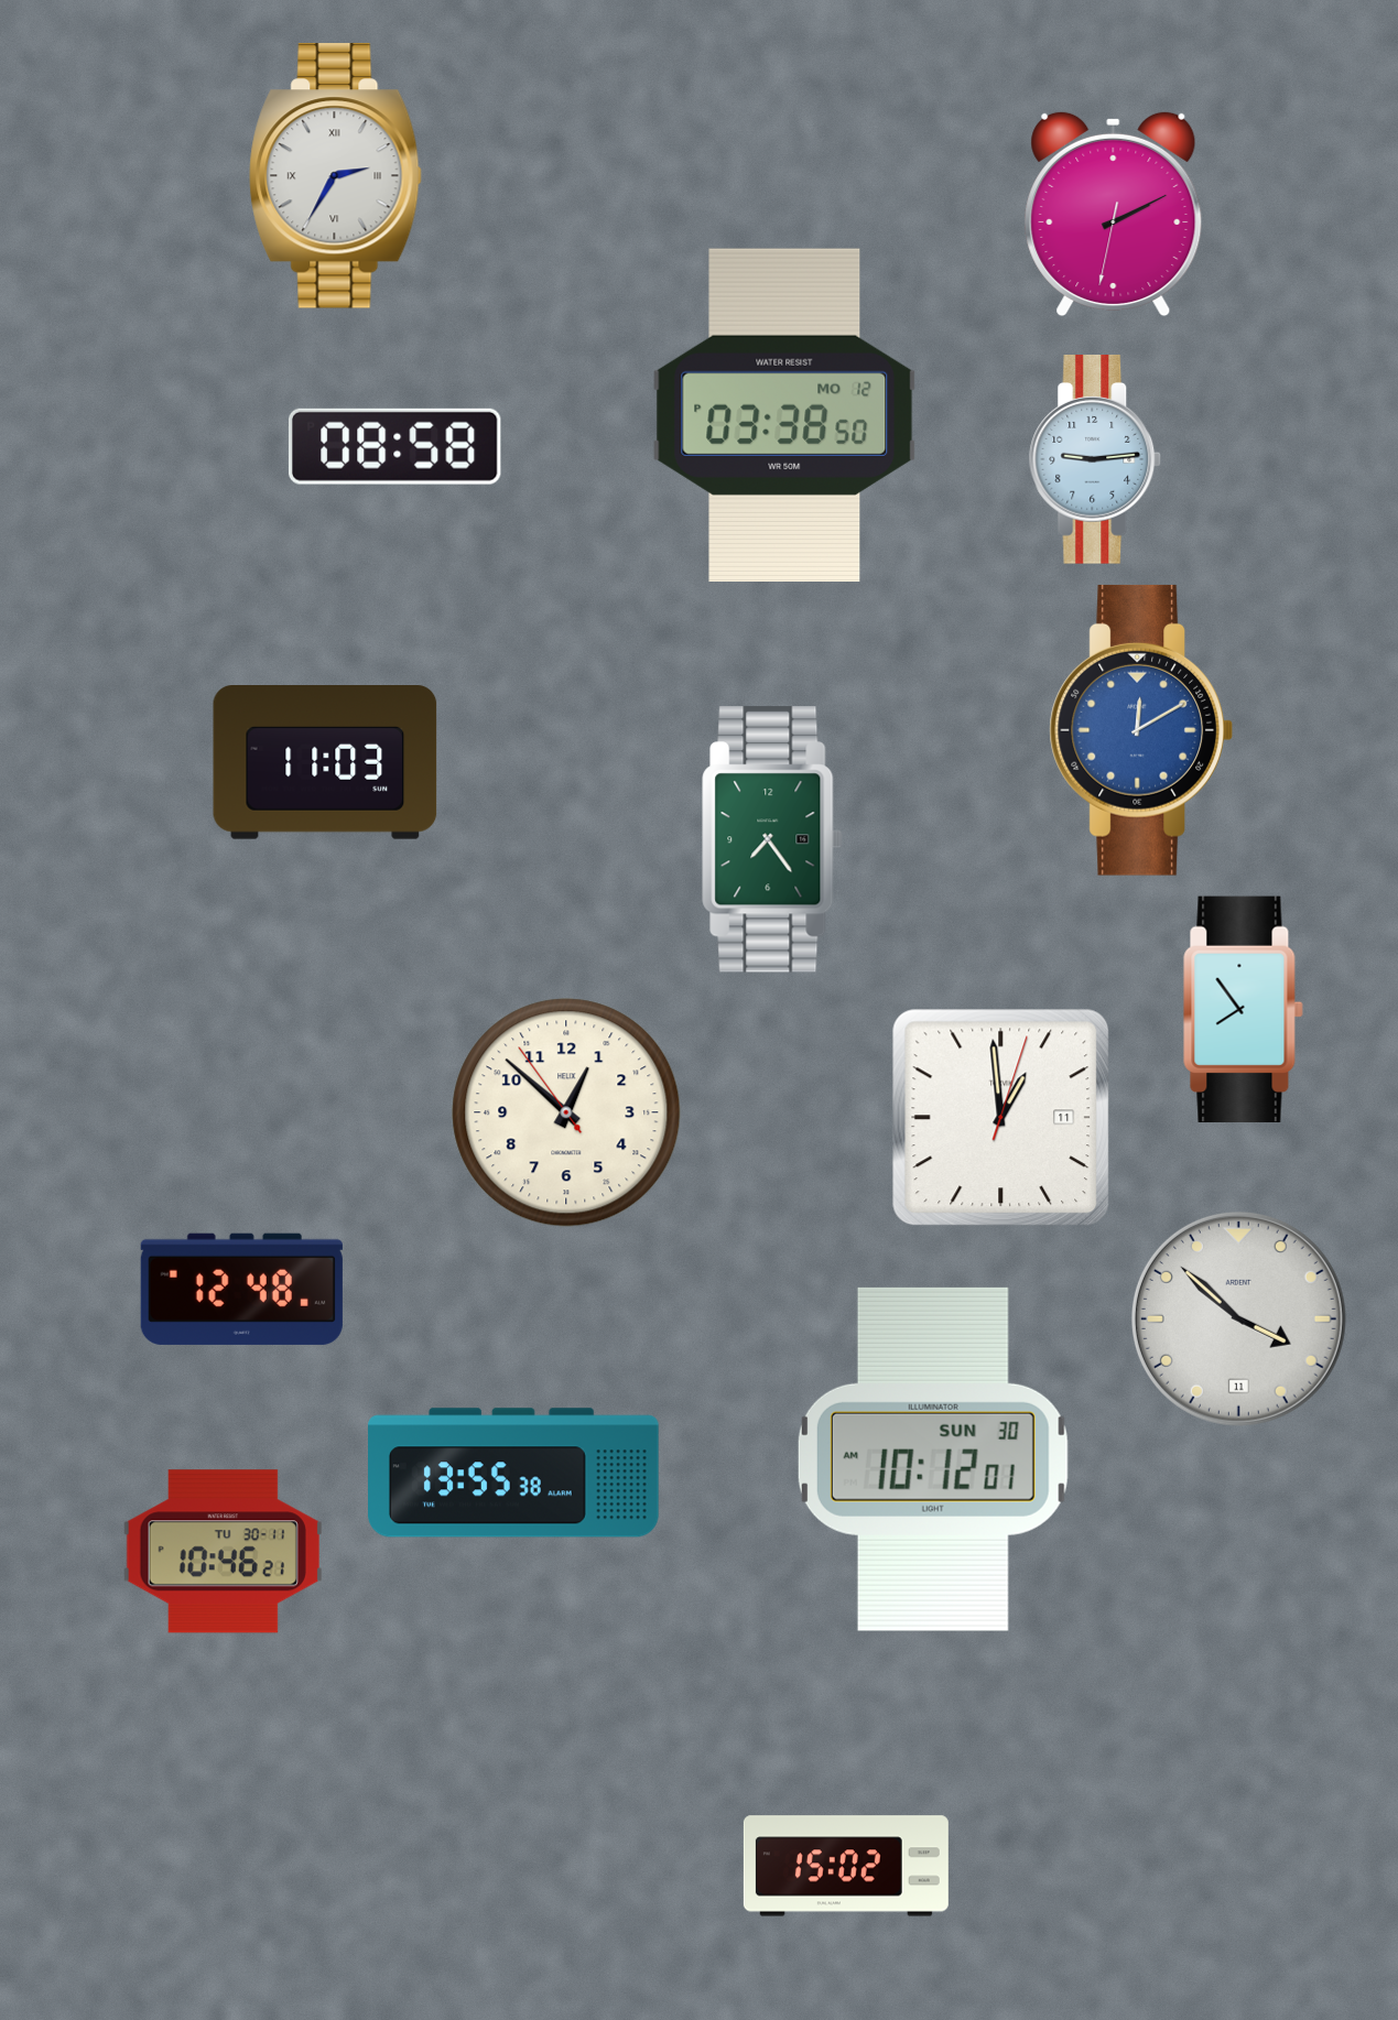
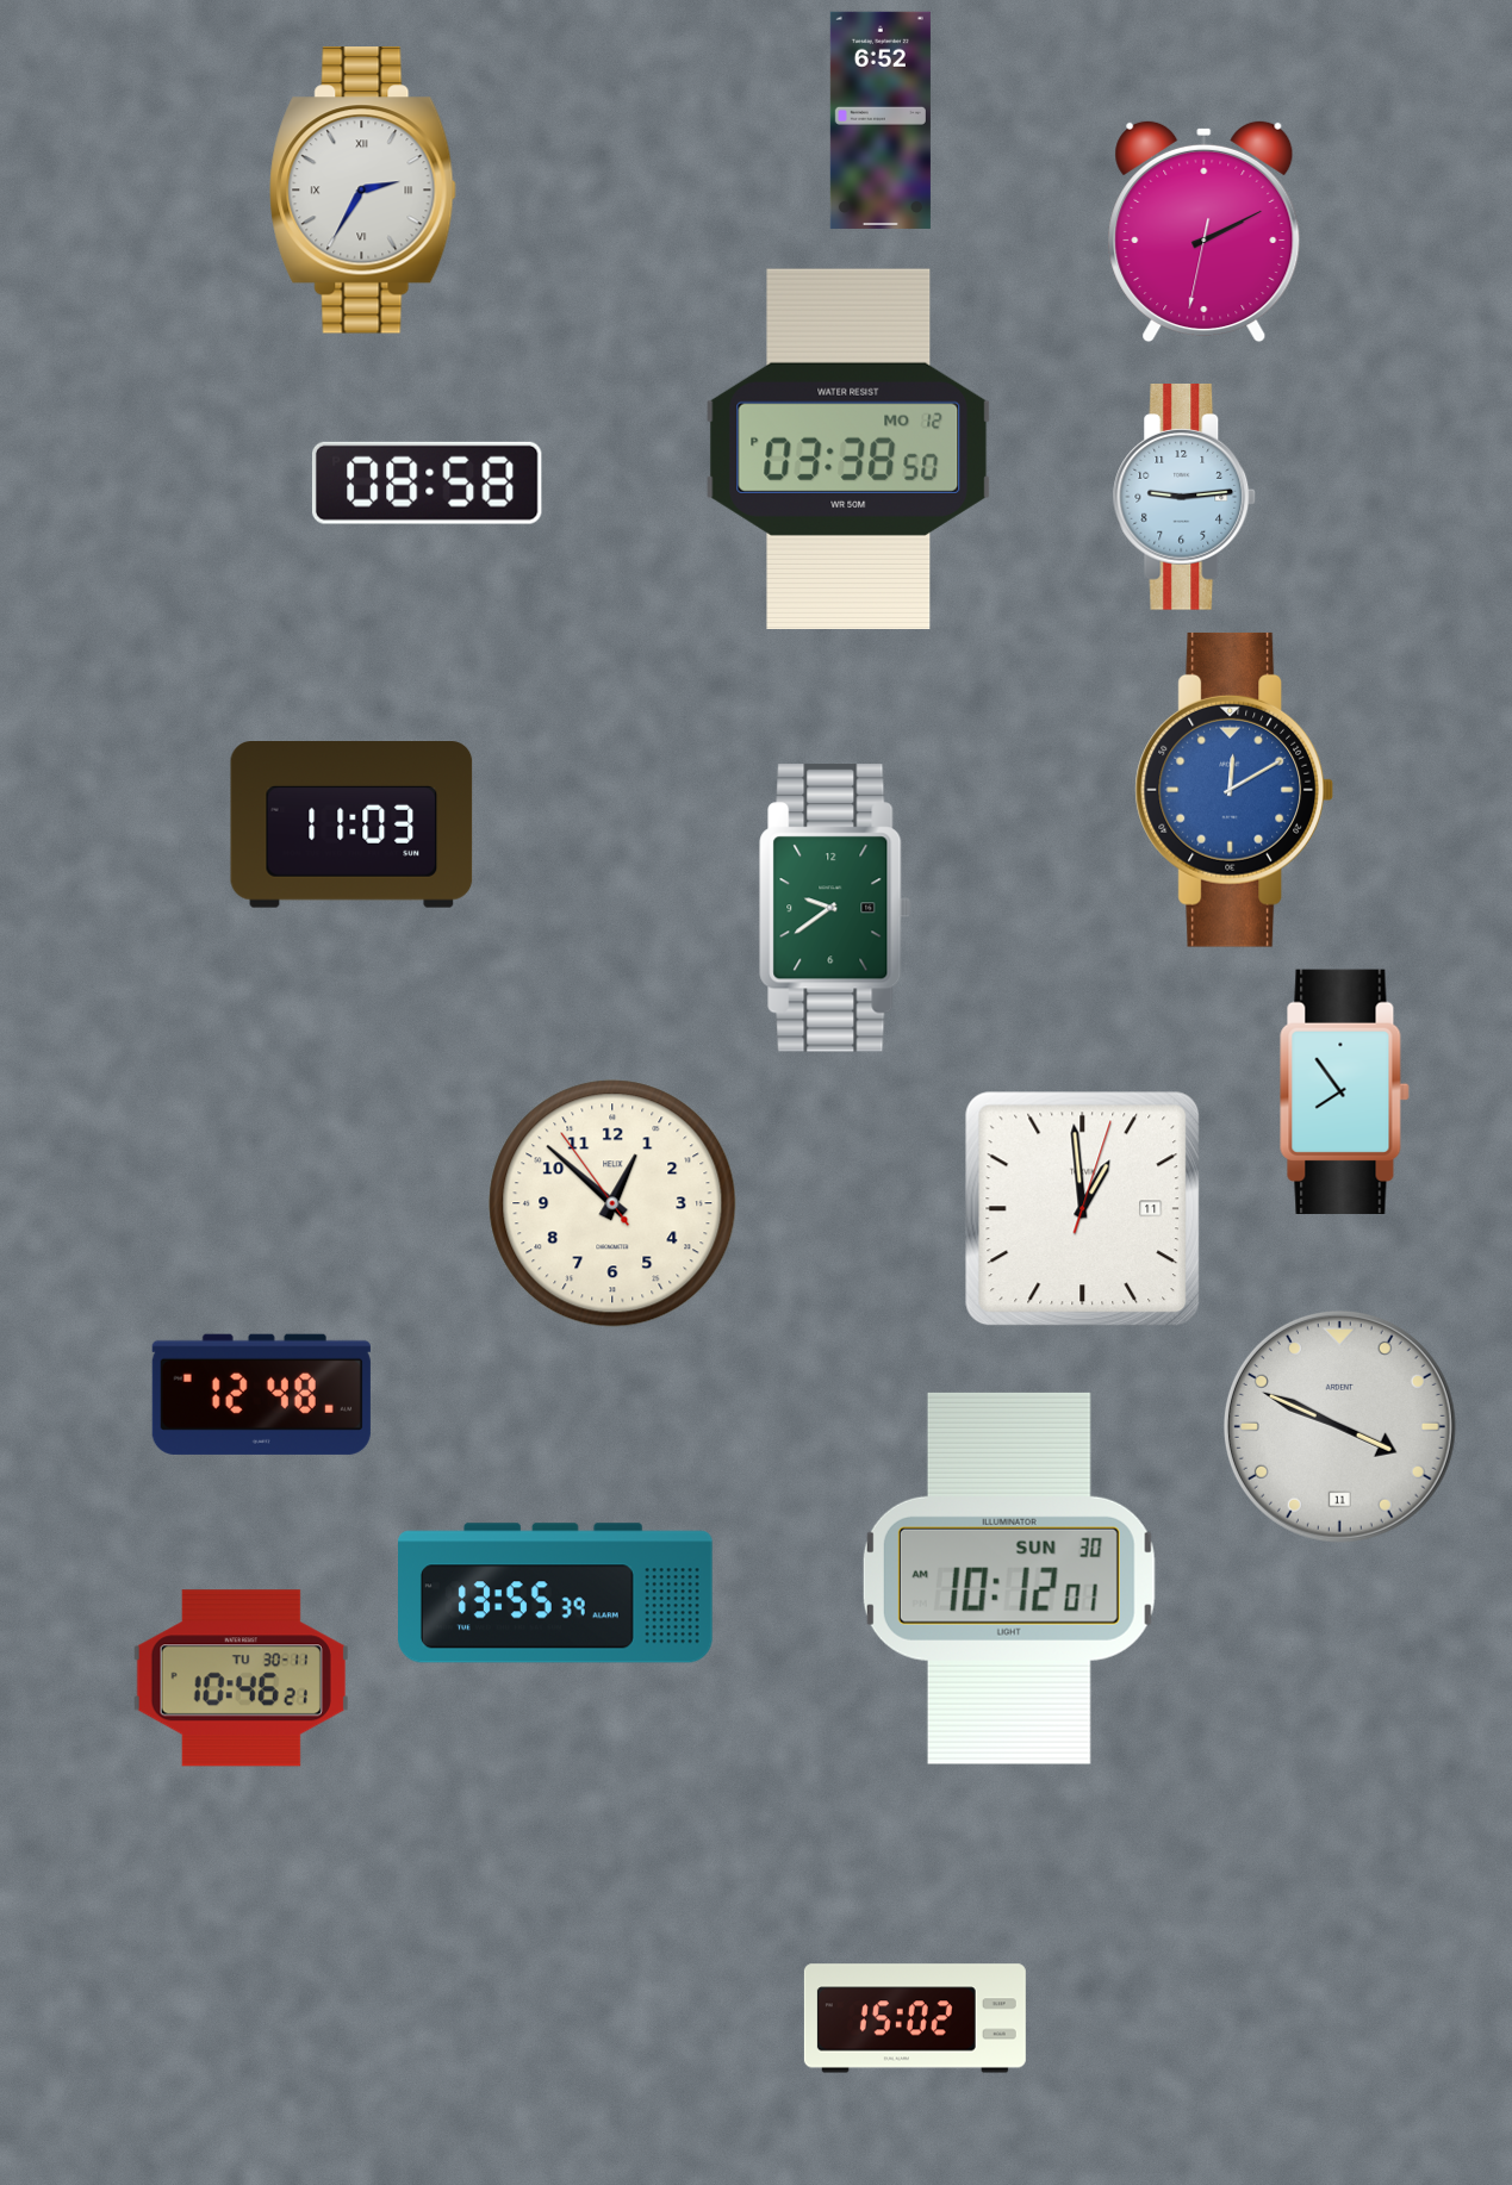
clock at (881, 120): none -> 6:52
clock at (772, 839): 7:24 -> 9:39
clock at (1238, 1318): 3:52 -> 3:49
clock at (514, 1473): 13:55:38 -> 13:55:39
